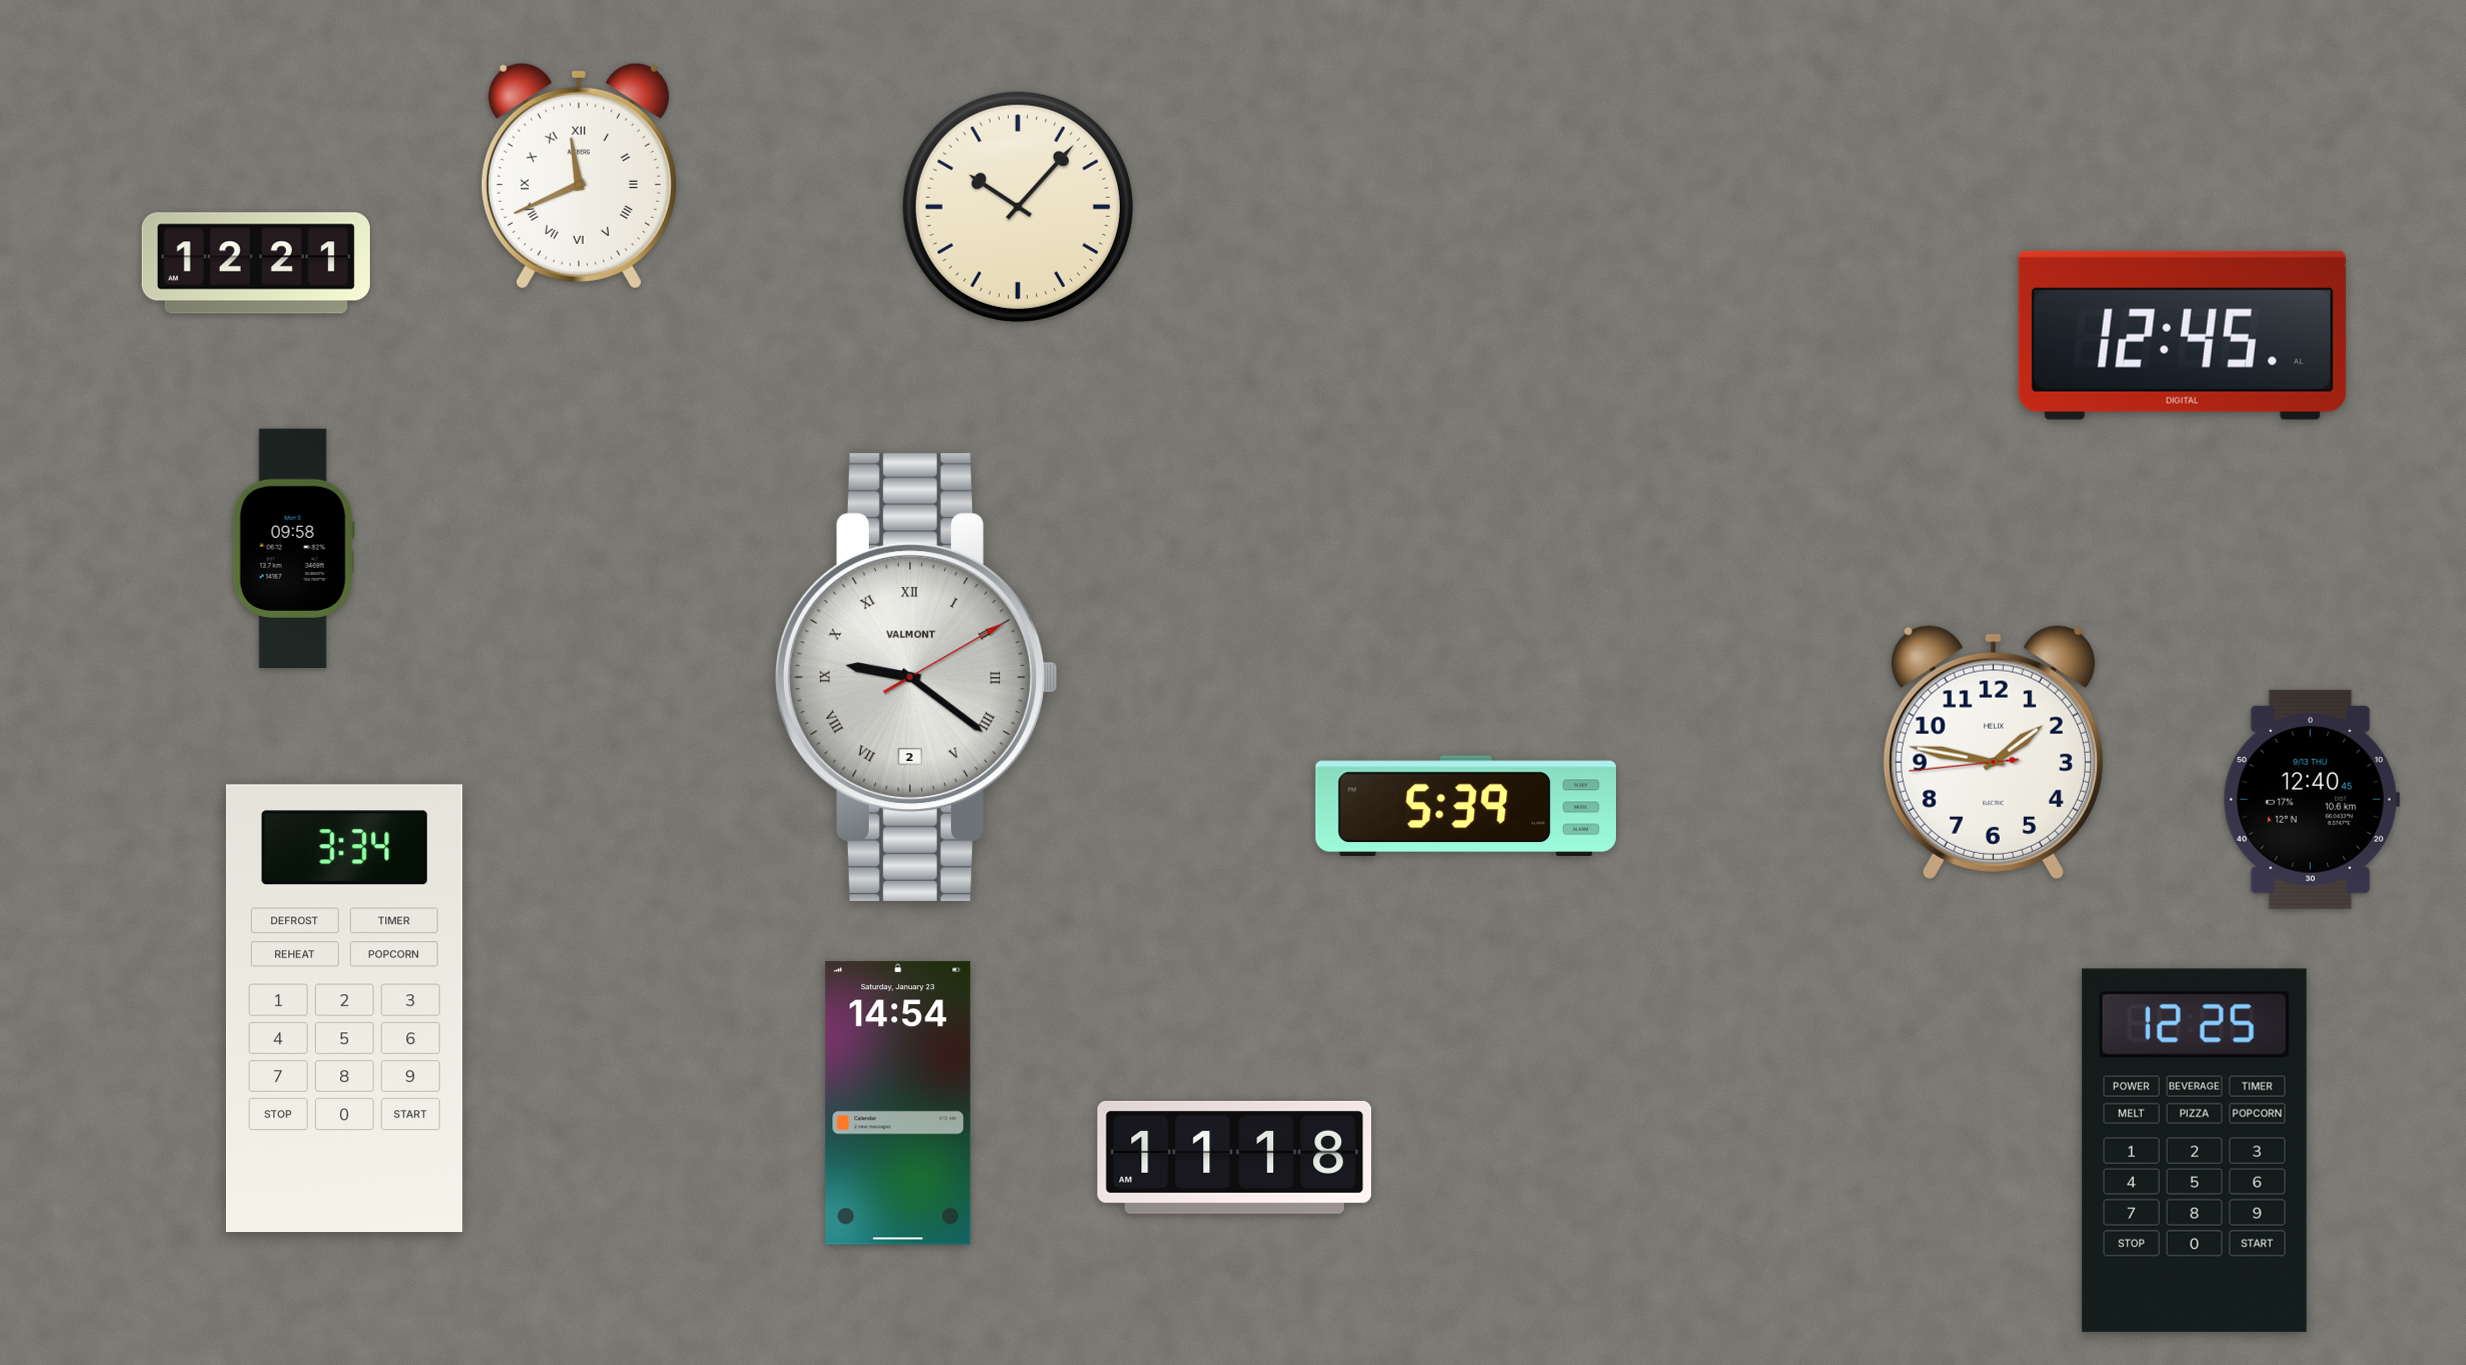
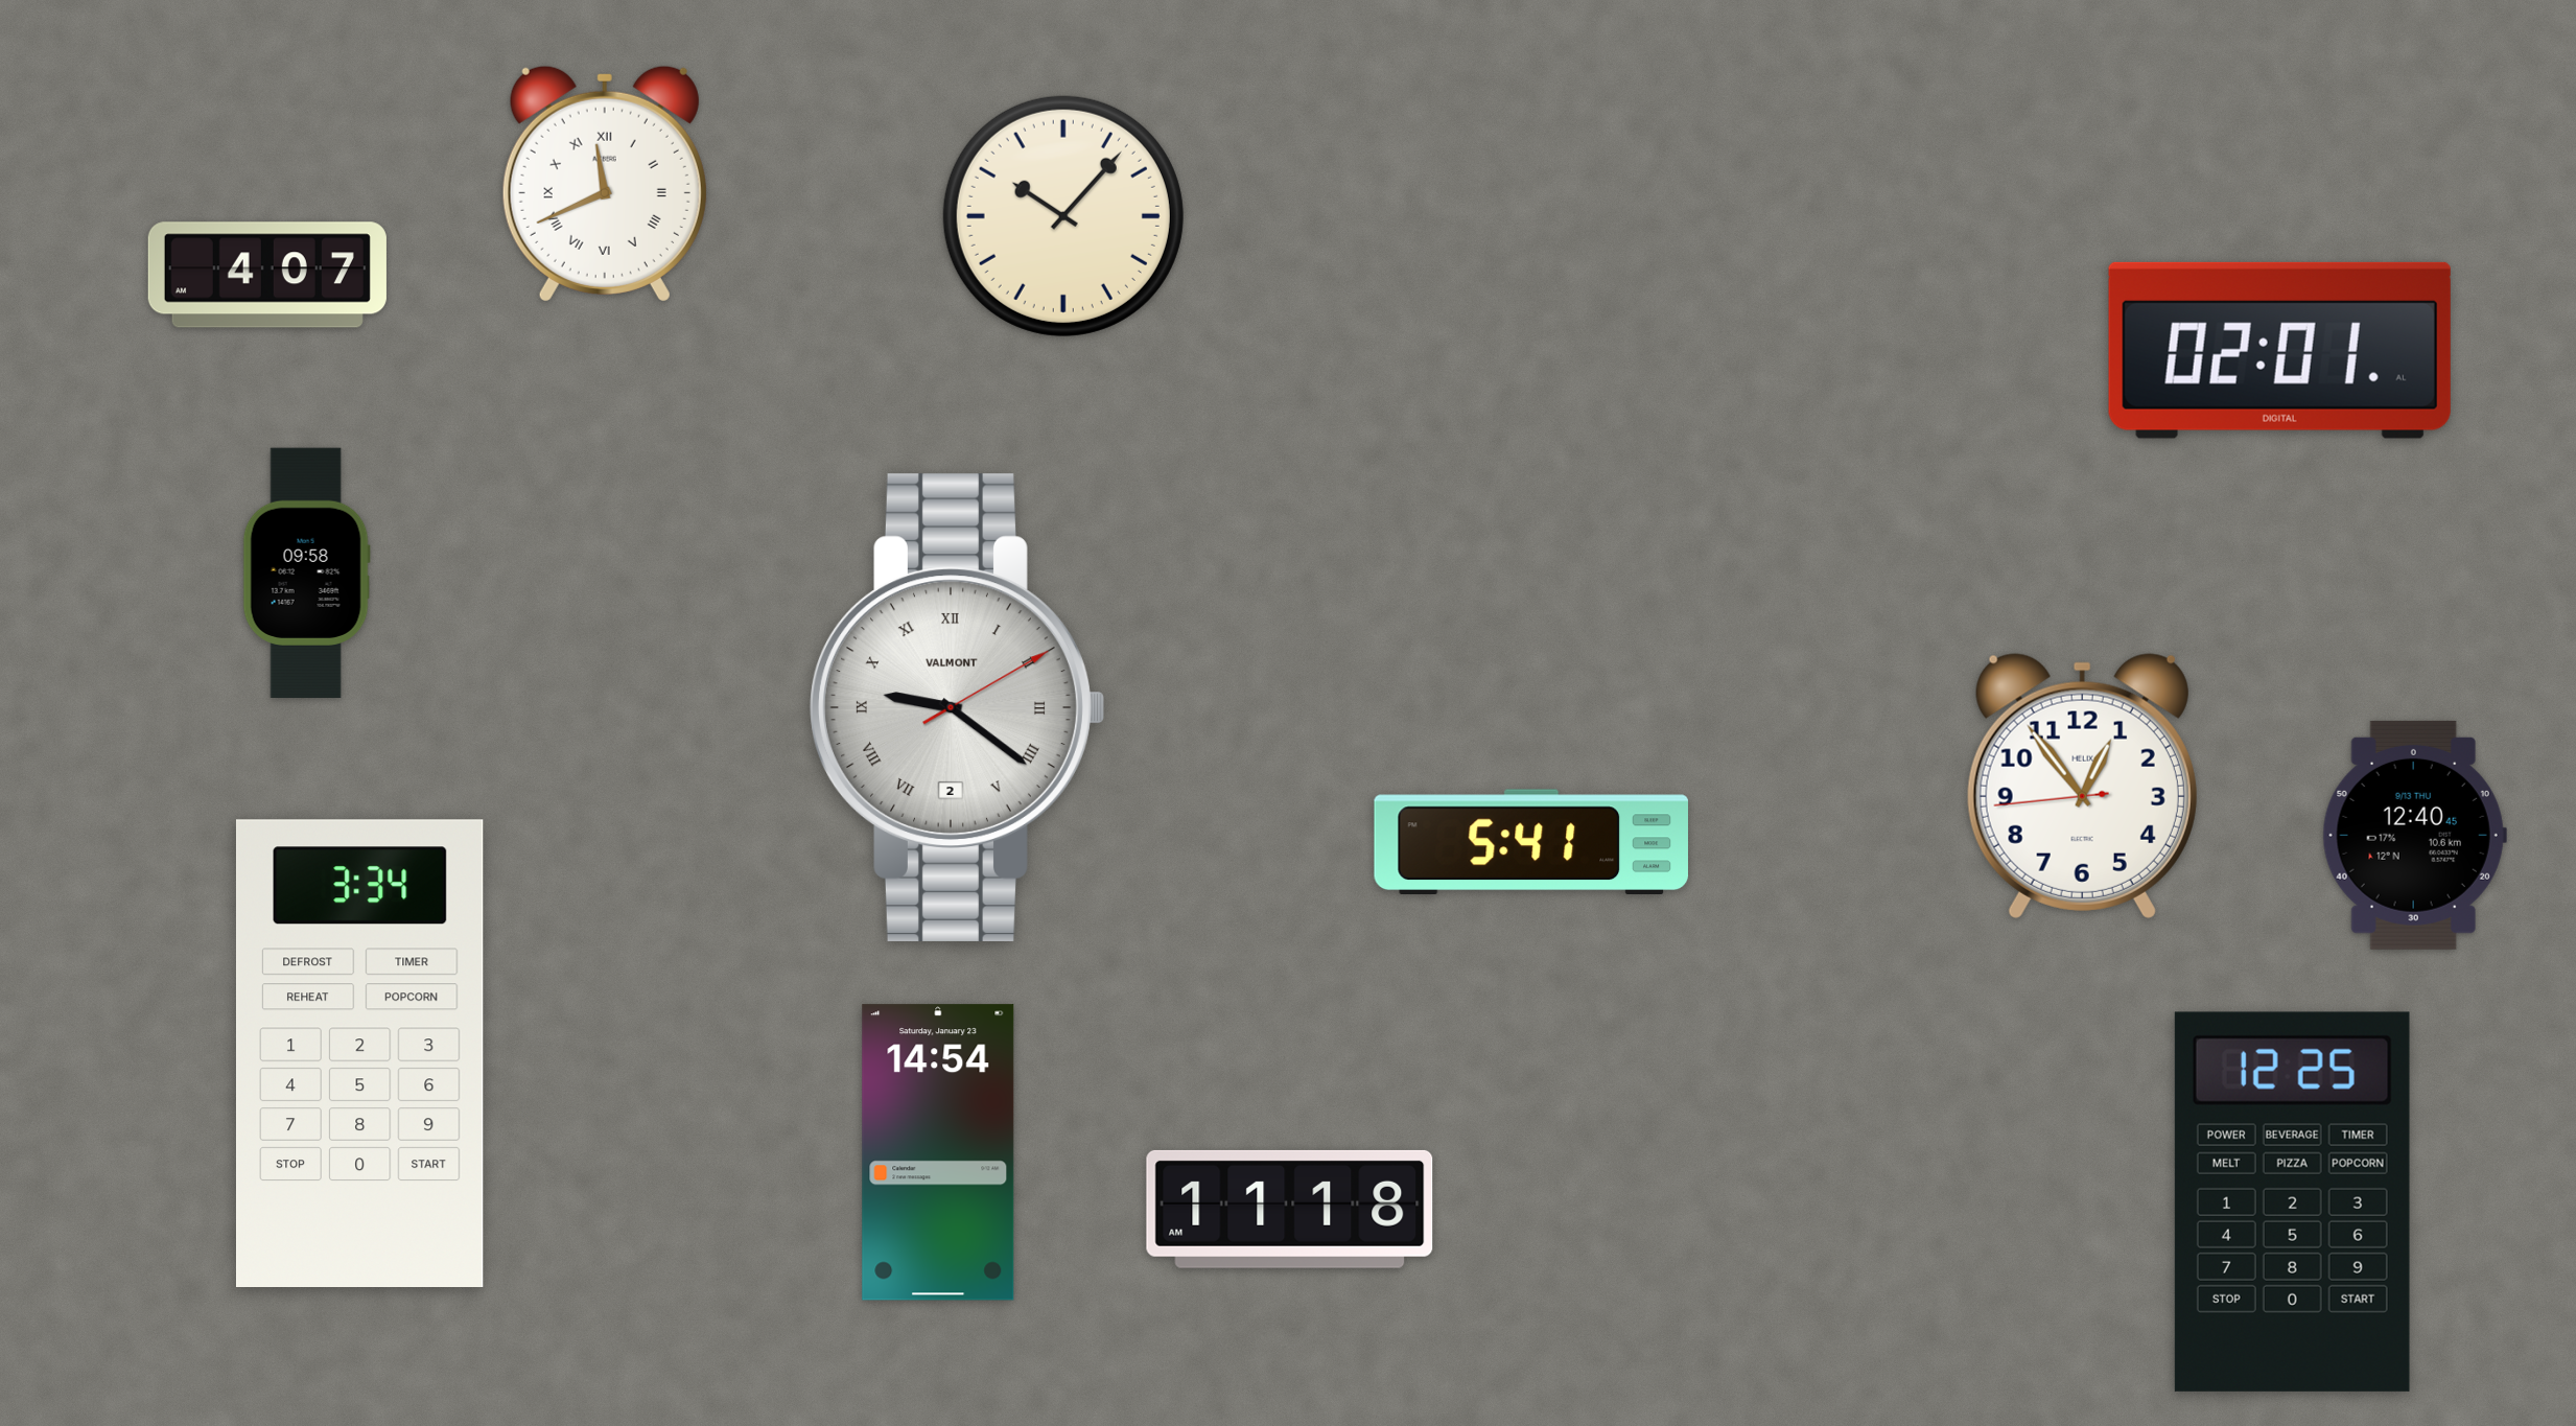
clock at (256, 263): 12:21 -> 4:07
clock at (2182, 335): 12:45 -> 02:01
clock at (1993, 752): 1:46 -> 12:53
clock at (1466, 805): 5:39 -> 5:41
